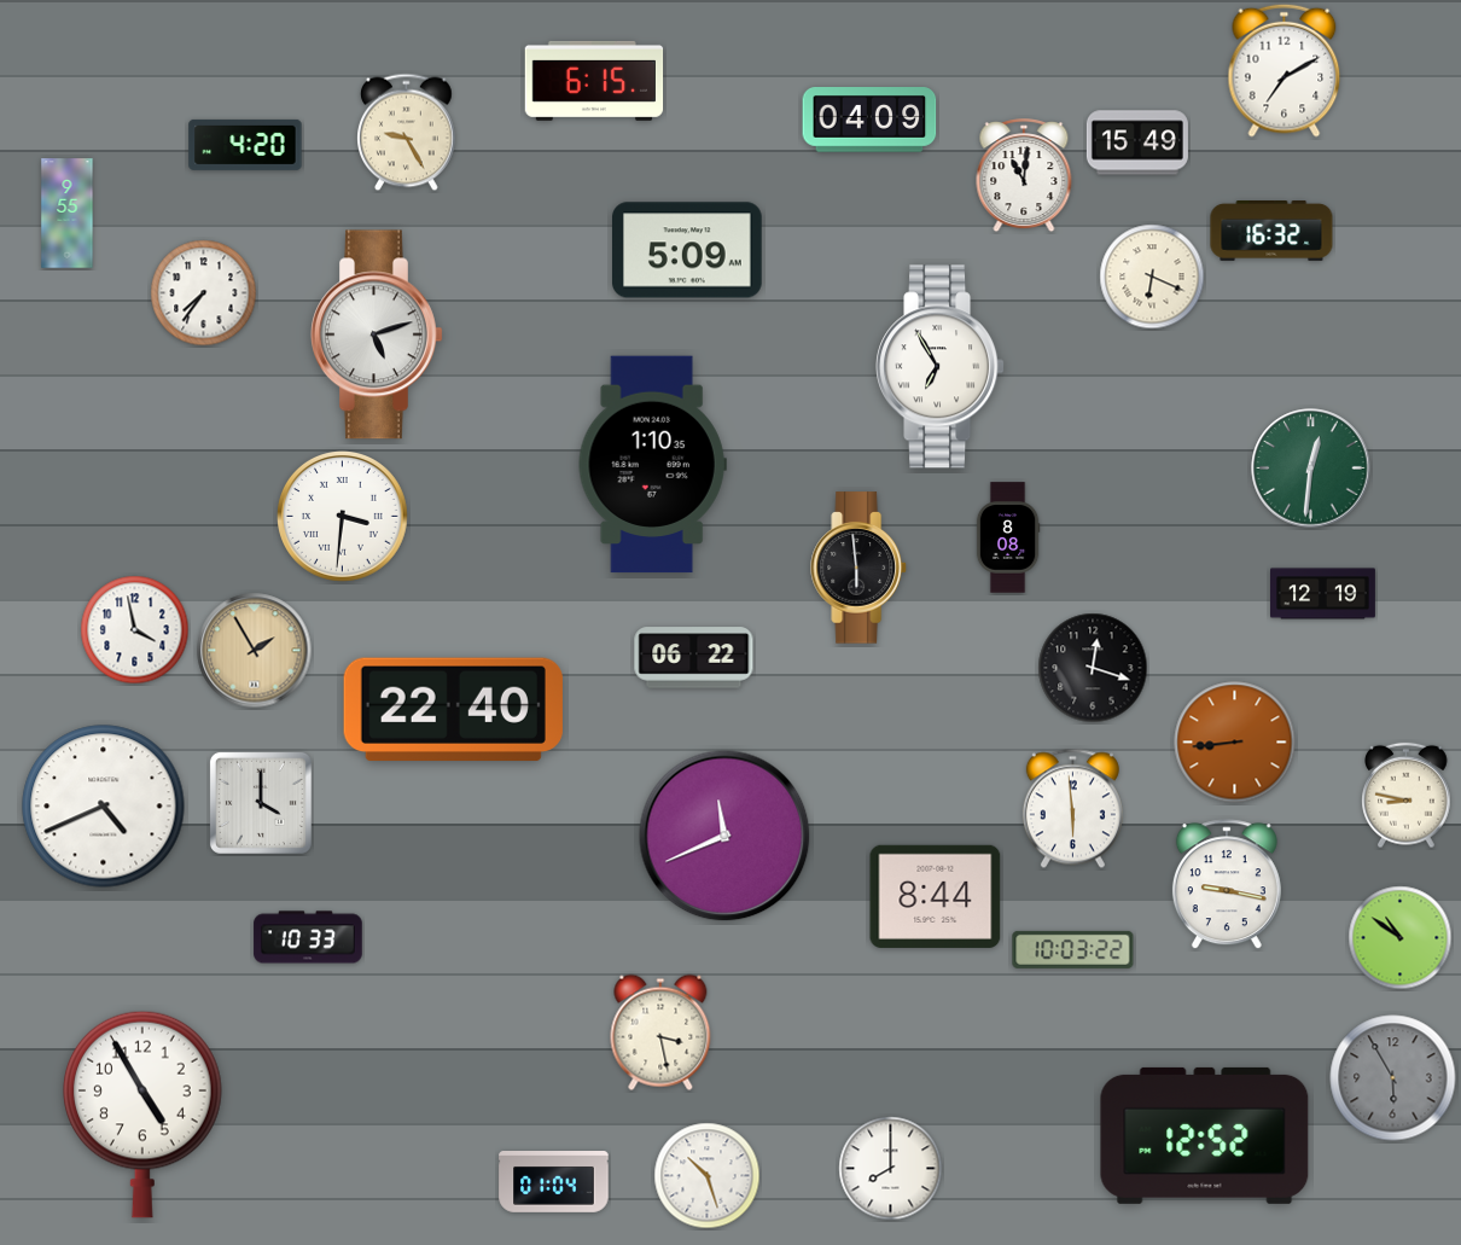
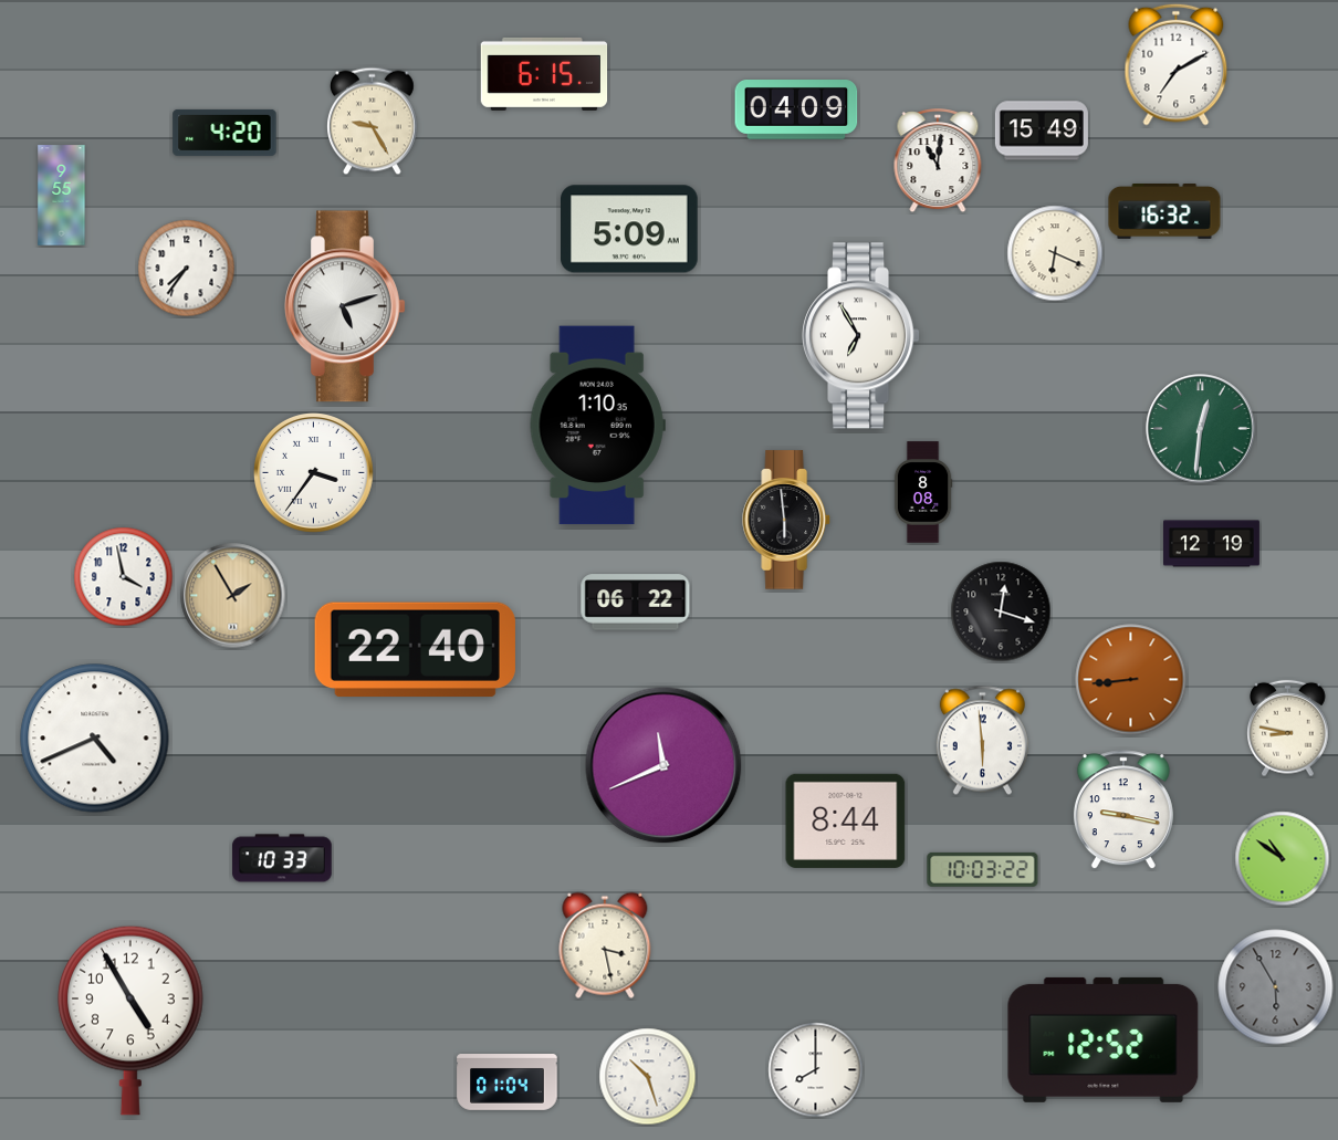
clock at (343, 517): 3:31 -> 3:36
clock at (261, 803): 4:00 -> none
clock at (936, 896) position: (936, 896) -> (846, 820)
